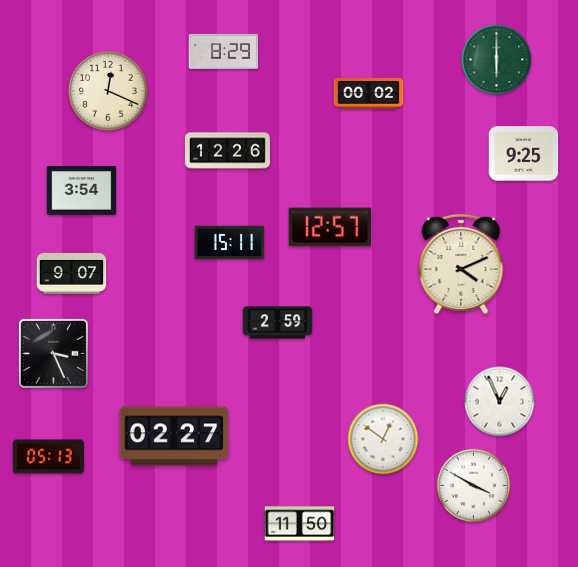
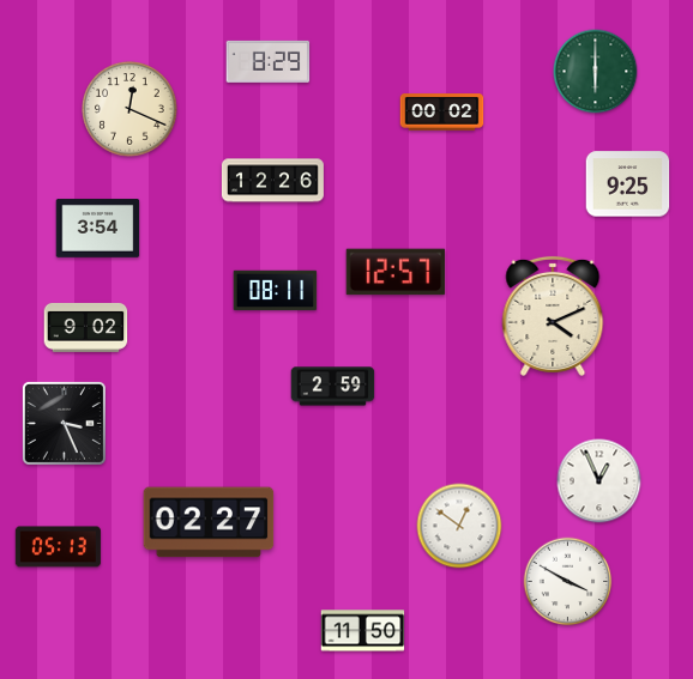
clock at (230, 243): 15:11 -> 08:11
clock at (72, 273): 9:07 -> 9:02
clock at (300, 524) position: (300, 524) -> (363, 631)
